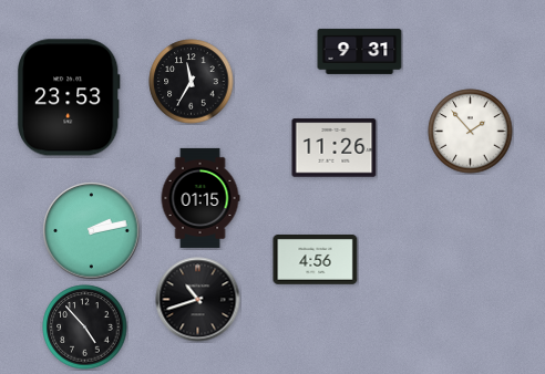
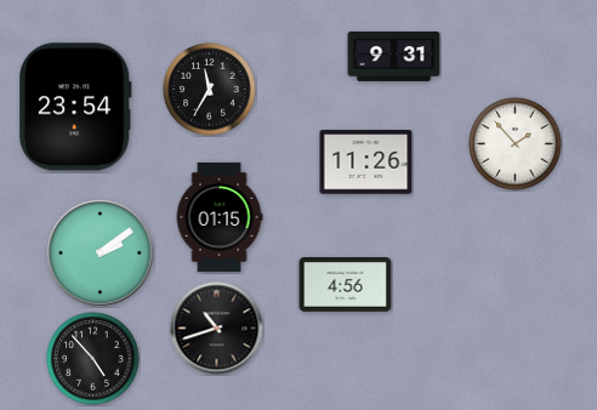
clock at (70, 97): 23:53 -> 23:54
clock at (92, 231): 2:13 -> 2:09
